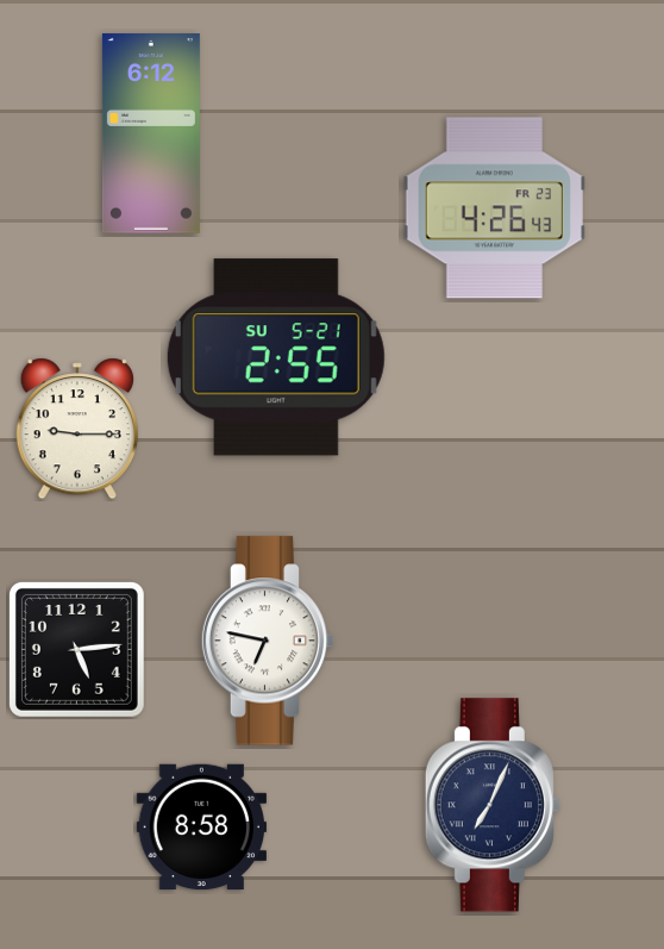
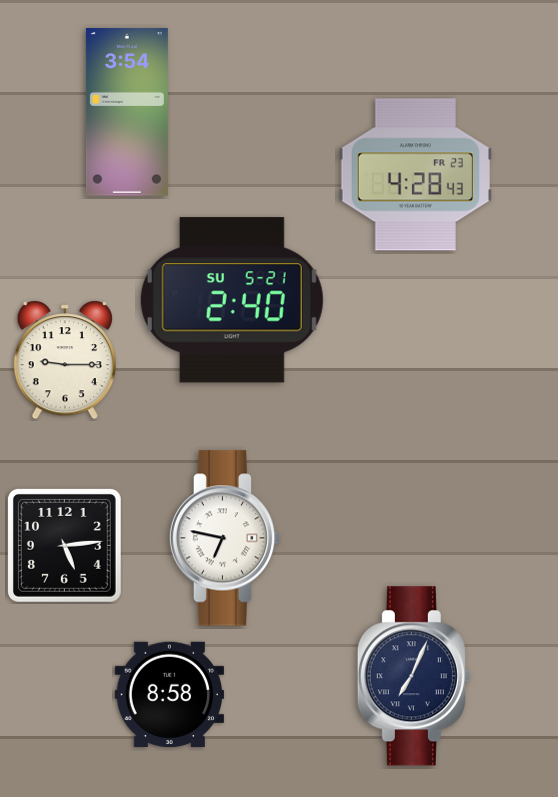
clock at (151, 133): 6:12 -> 3:54
clock at (494, 208): 4:26 -> 4:28
clock at (276, 357): 2:55 -> 2:40
